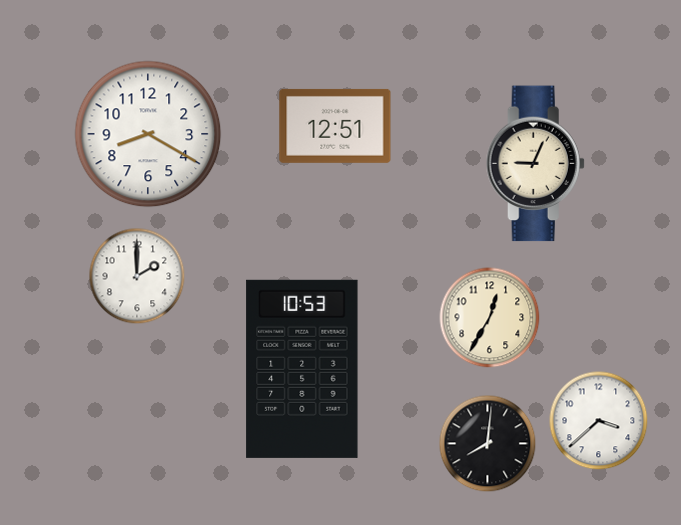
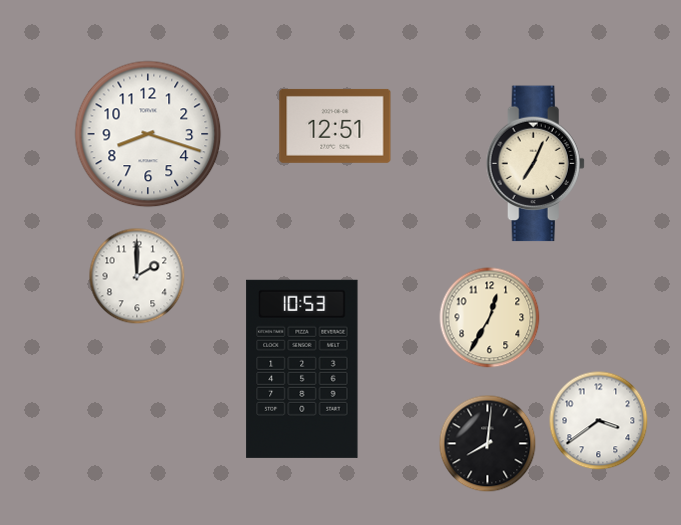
clock at (148, 134): 8:20 -> 8:18
clock at (535, 164): 9:04 -> 7:04
clock at (599, 421): 3:38 -> 3:39
